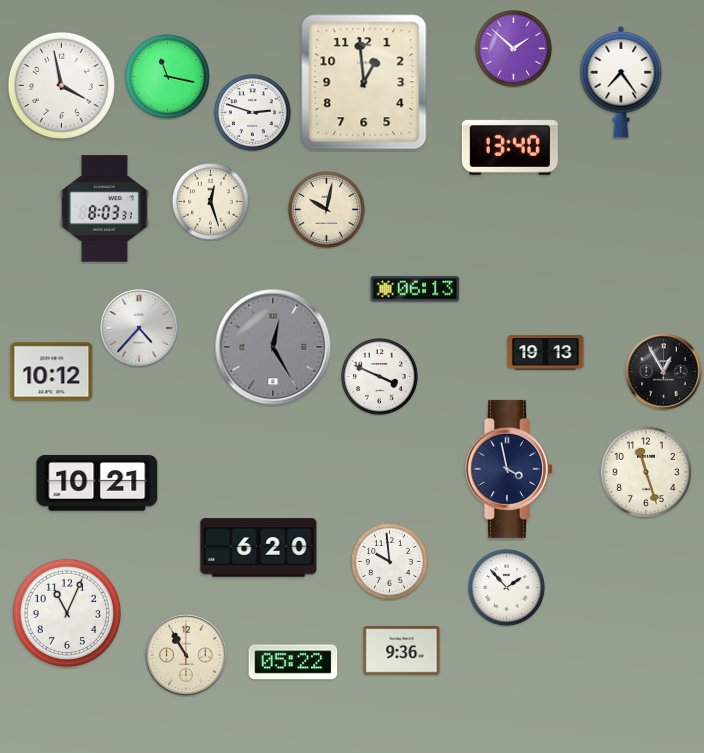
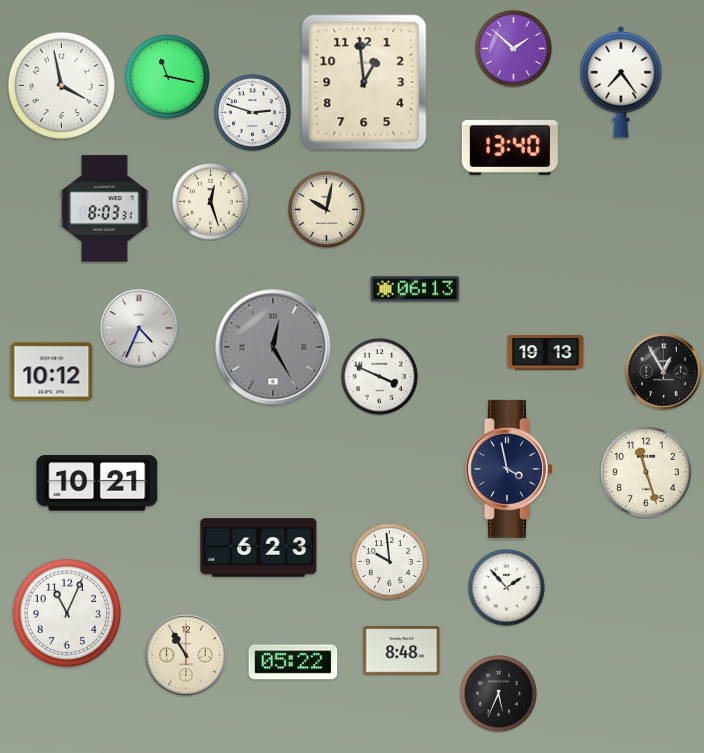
clock at (139, 328): 4:37 -> 4:34
clock at (259, 548): 6:20 -> 6:23
clock at (402, 651): 9:36 -> 8:48
clock at (499, 694): none -> 5:34
